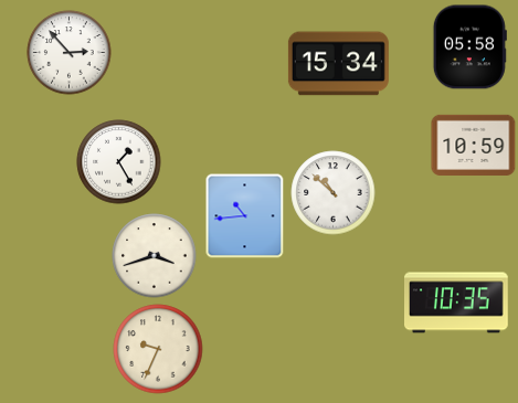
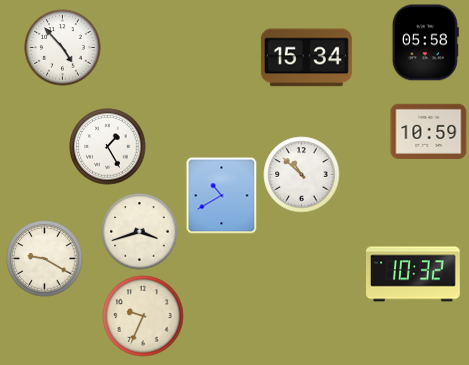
clock at (70, 53): 2:53 -> 4:53
clock at (245, 215): 10:44 -> 10:40
clock at (45, 259): none -> 9:20
clock at (457, 303): 10:35 -> 10:32
